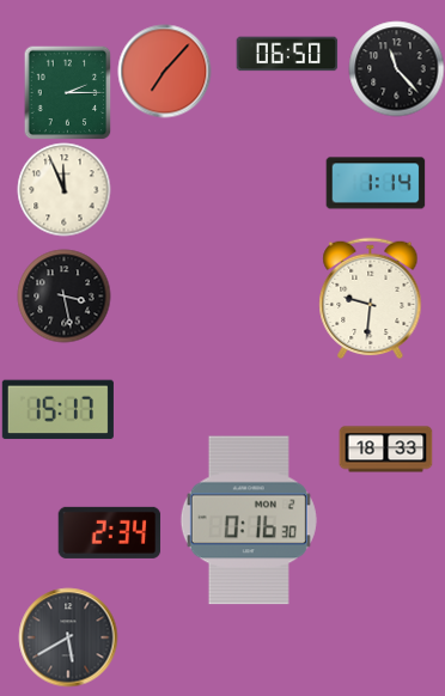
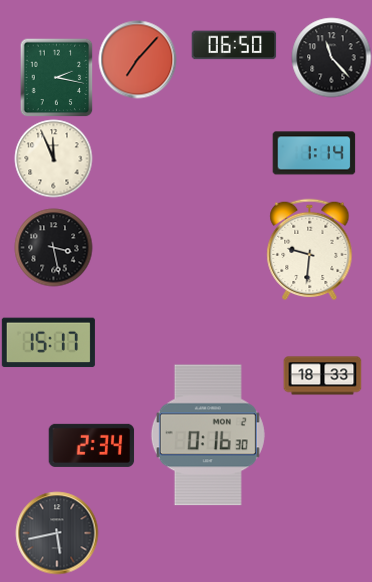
clock at (287, 54) position: (287, 54) -> (234, 45)
clock at (68, 92): 2:15 -> 2:17
clock at (68, 637): 5:40 -> 5:43
